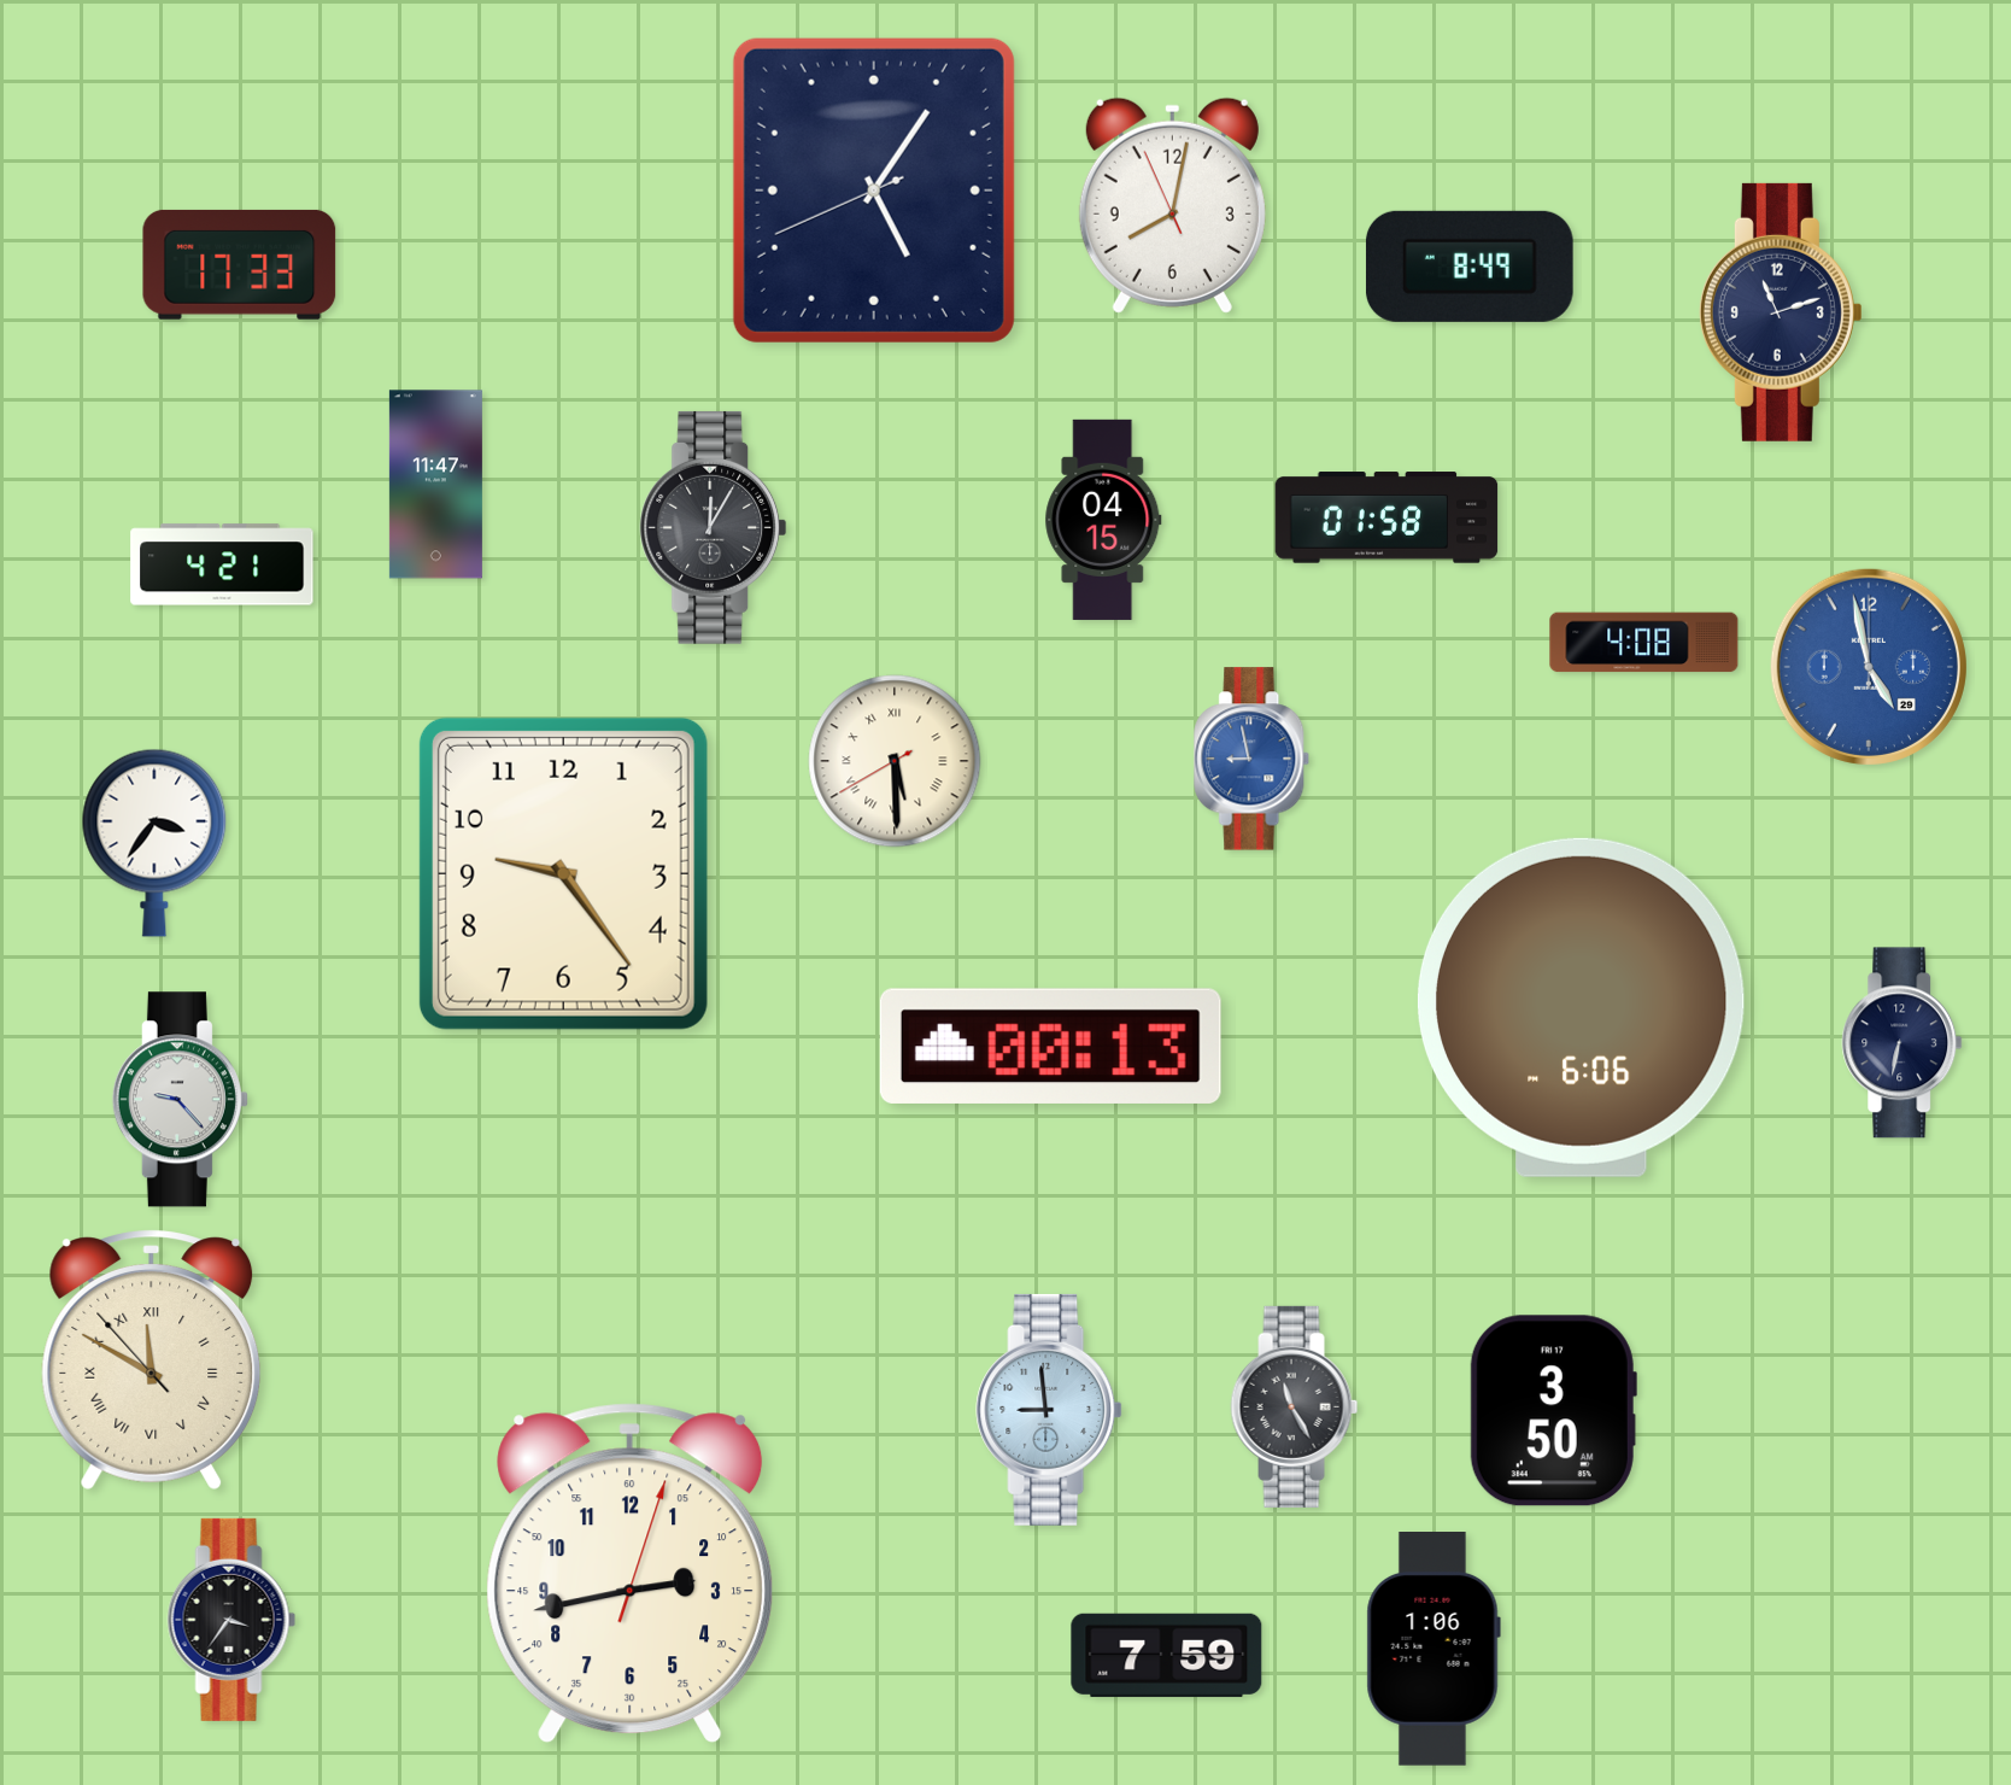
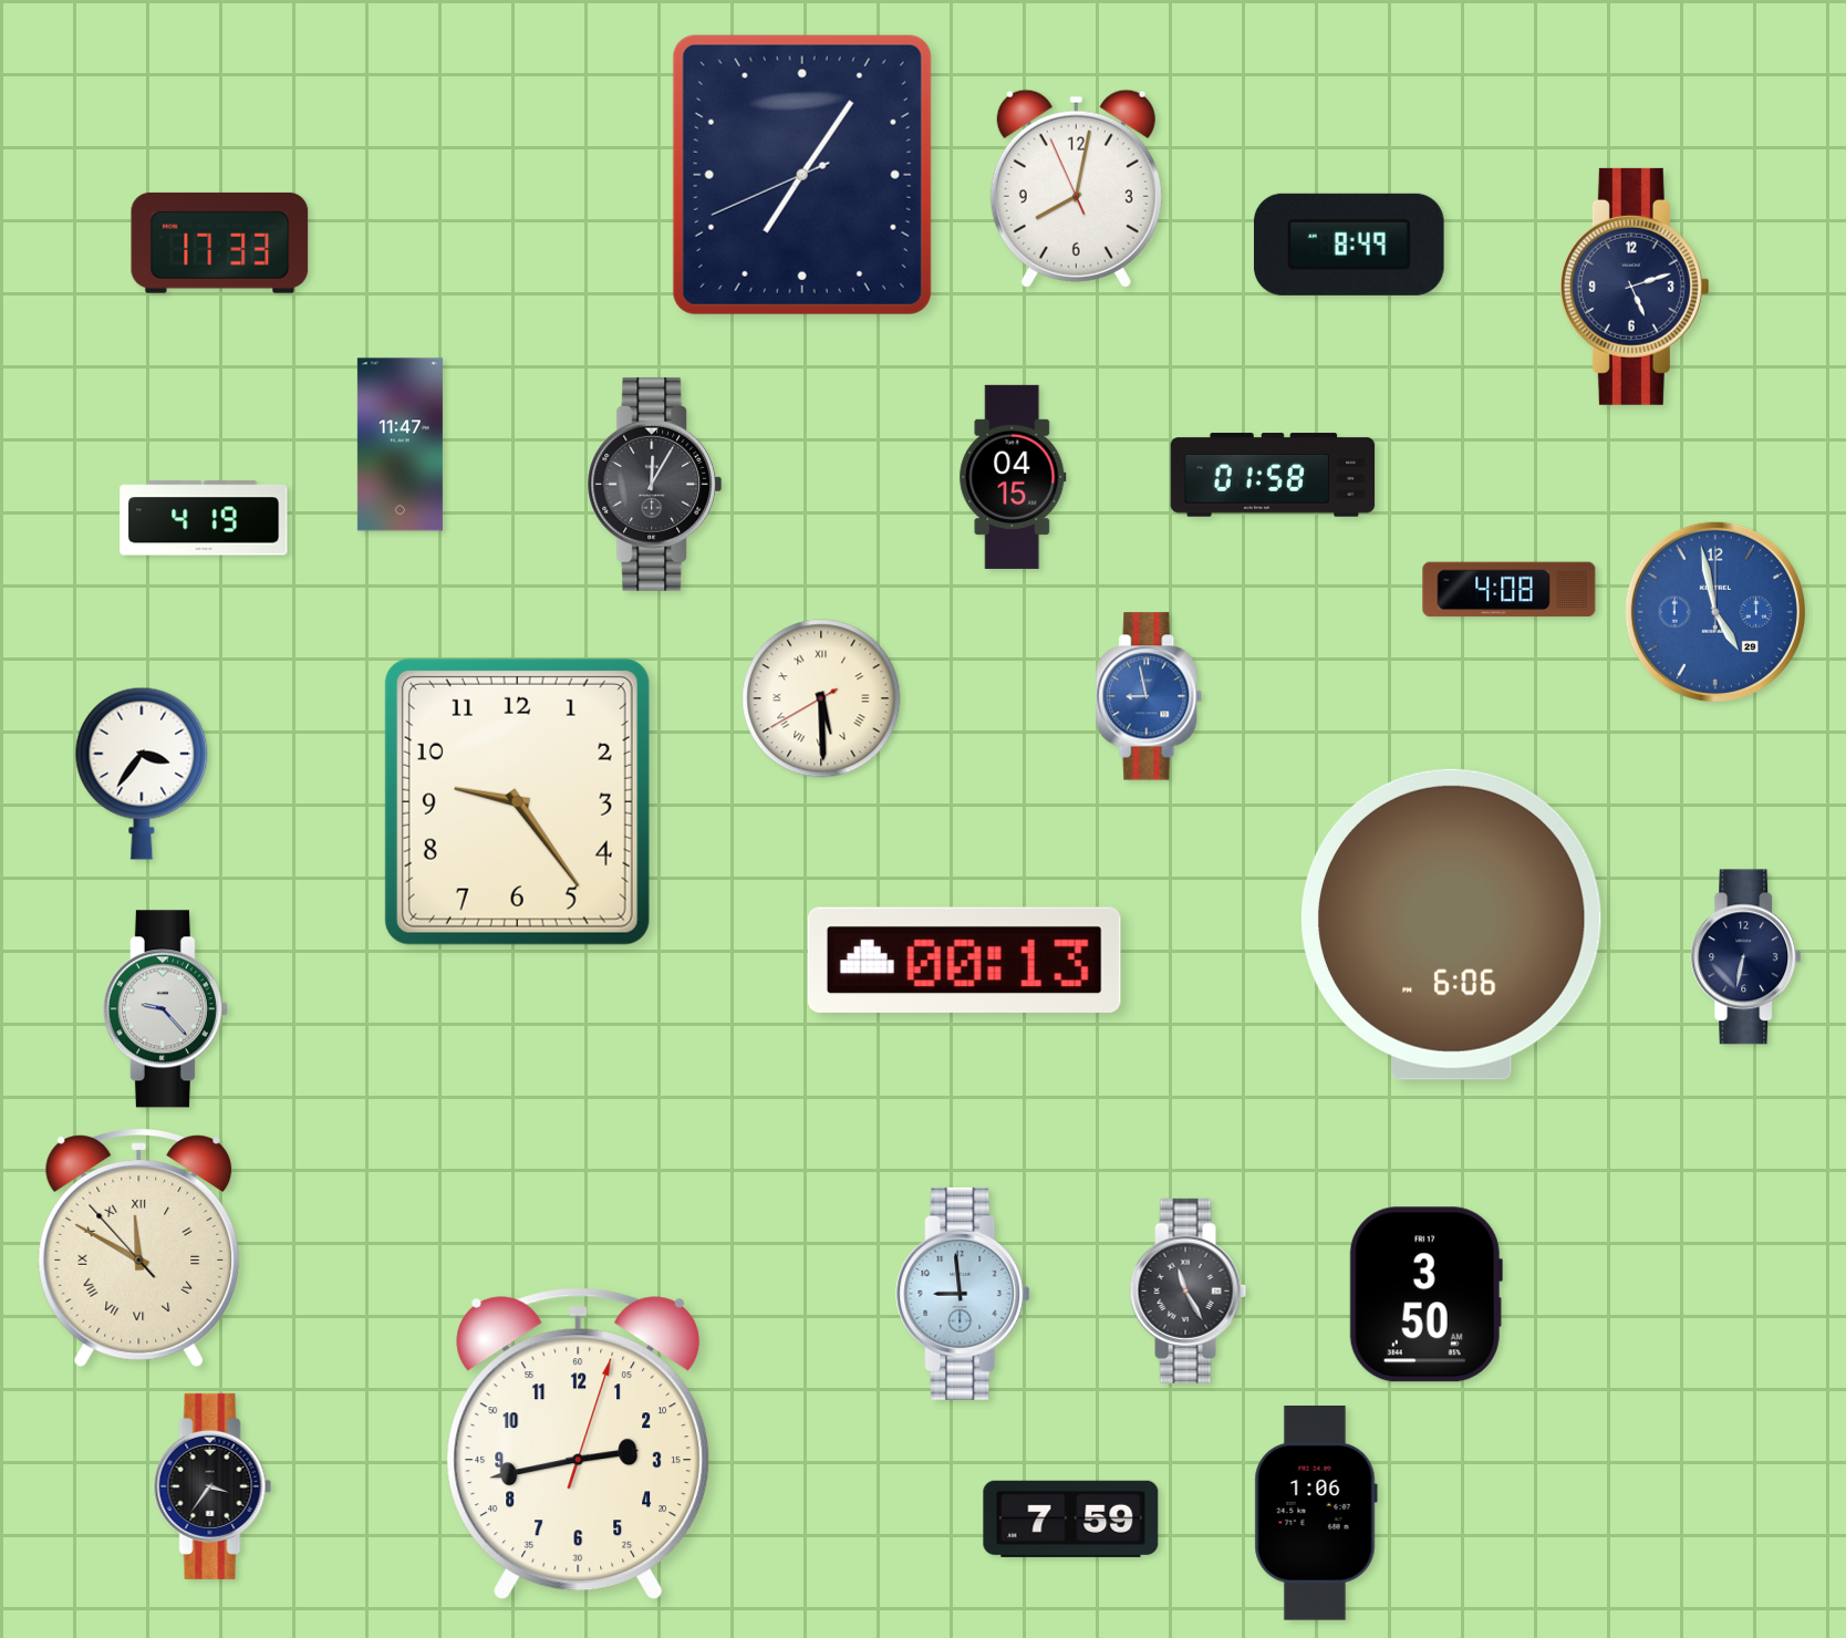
clock at (874, 191): 5:05 -> 7:05
clock at (1781, 312): 11:12 -> 5:12
clock at (222, 564): 4:21 -> 4:19
